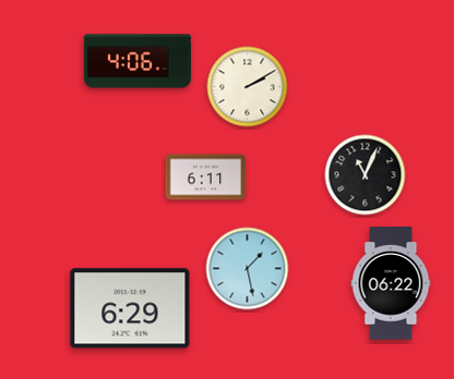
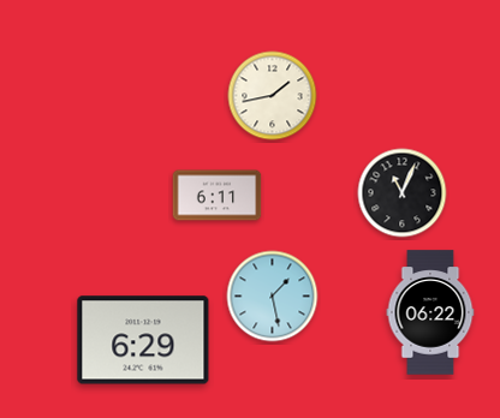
clock at (138, 61): 4:06 -> none
clock at (248, 87): 2:10 -> 1:43
clock at (206, 178) position: (206, 178) -> (218, 196)
